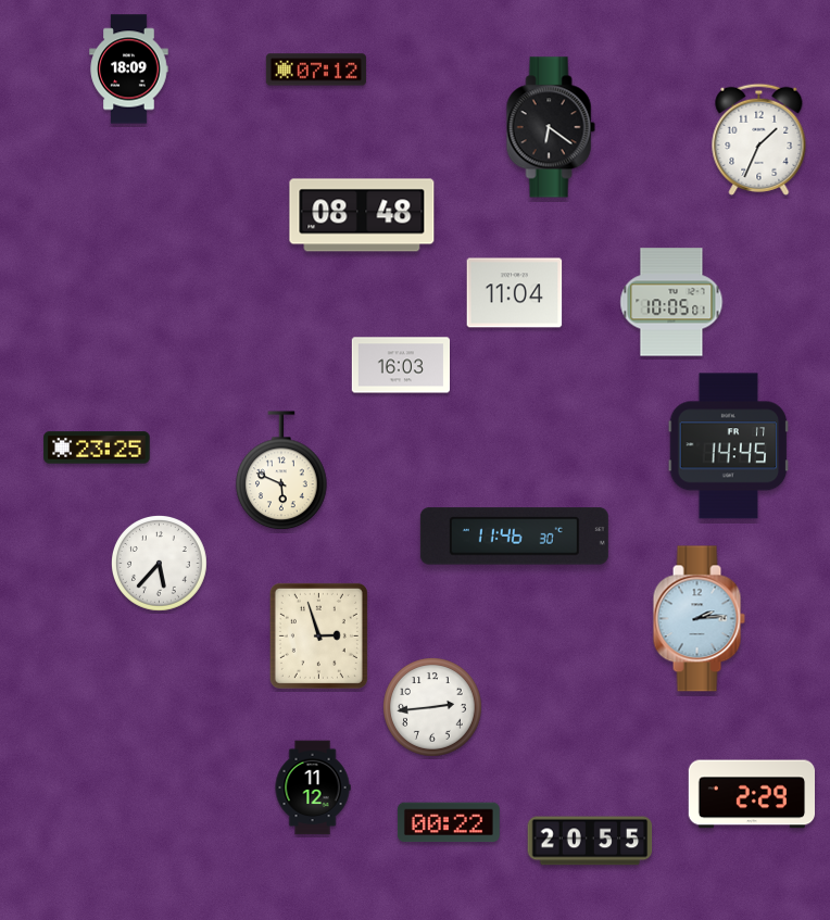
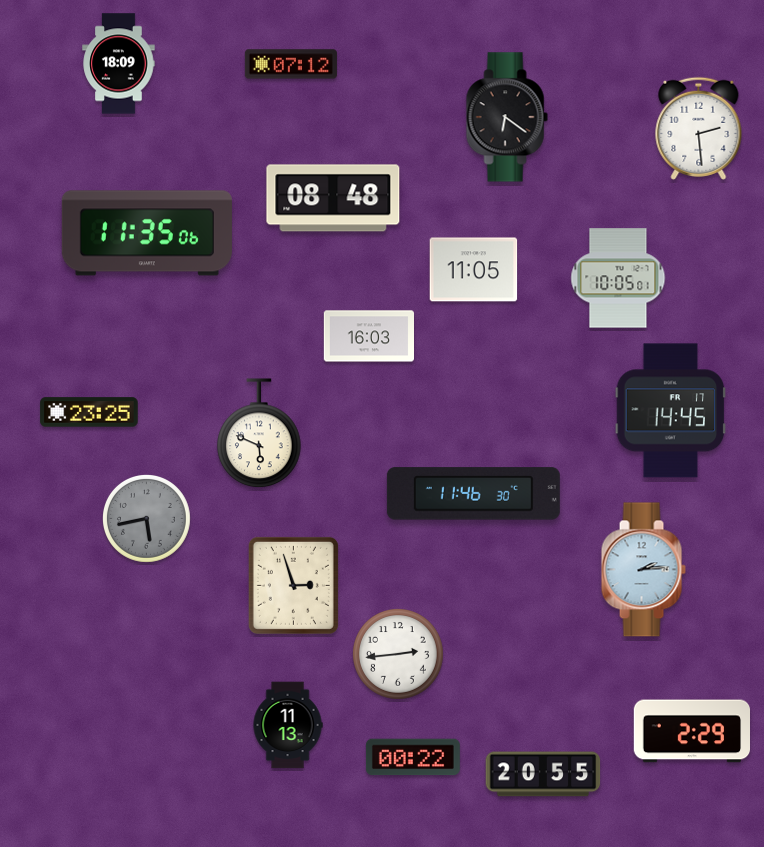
clock at (759, 139): 1:34 -> 2:29
clock at (147, 233): none -> 11:35
clock at (515, 293): 11:04 -> 11:05
clock at (160, 564): 5:37 -> 5:43
clock at (160, 564) dial: white -> grey
clock at (433, 708) position: (433, 708) -> (399, 655)
clock at (313, 787): 11:12 -> 11:13
